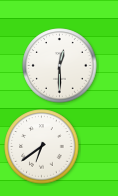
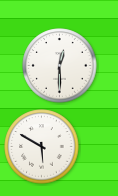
clock at (42, 147): 6:39 -> 5:50
